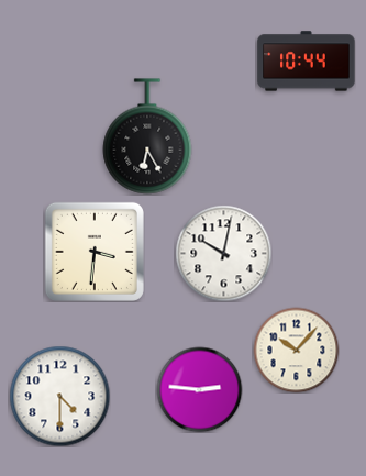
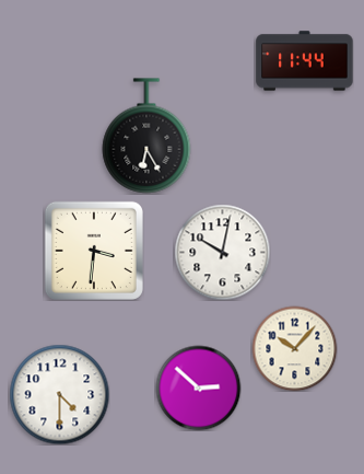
clock at (307, 62): 10:44 -> 11:44
clock at (199, 389): 2:46 -> 2:52
